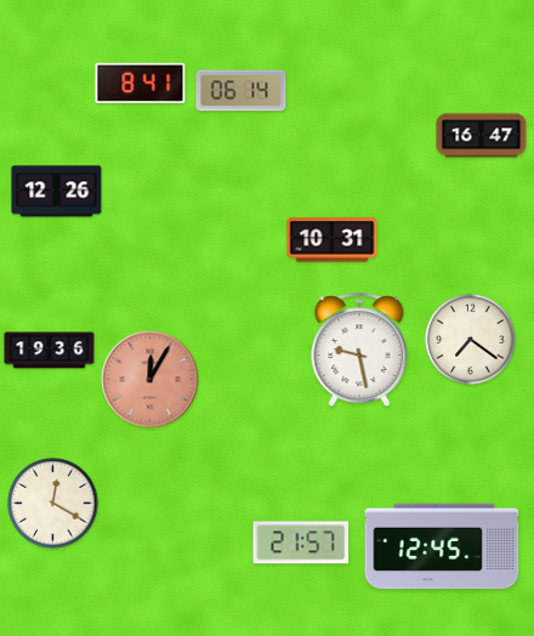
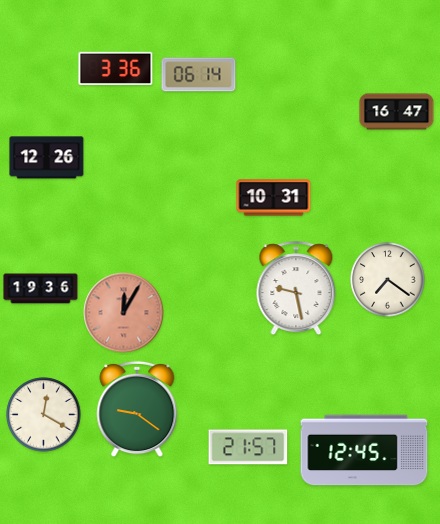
clock at (141, 84): 8:41 -> 3:36
clock at (137, 409): none -> 9:21
